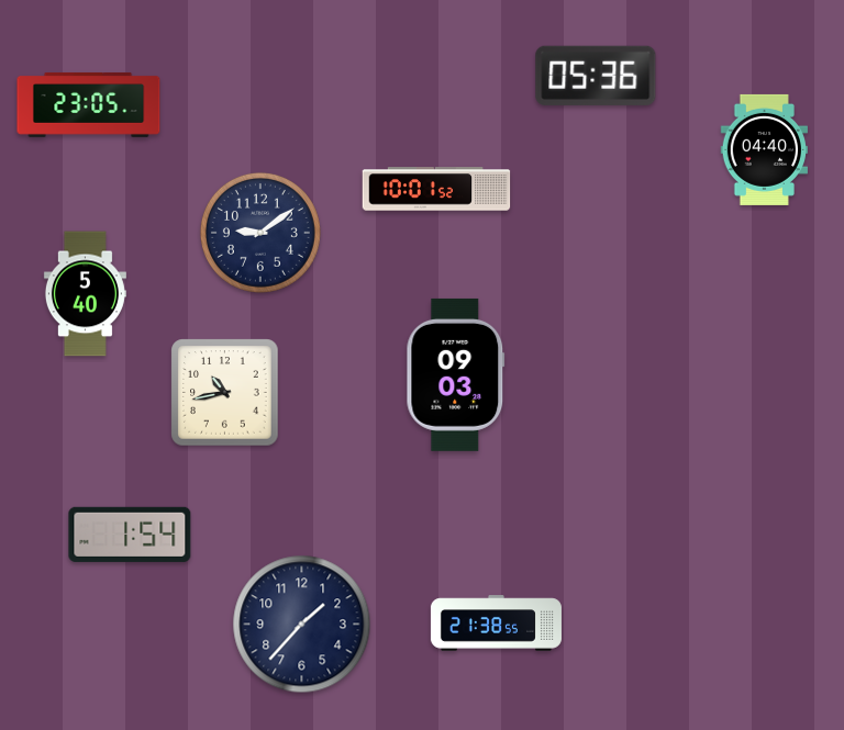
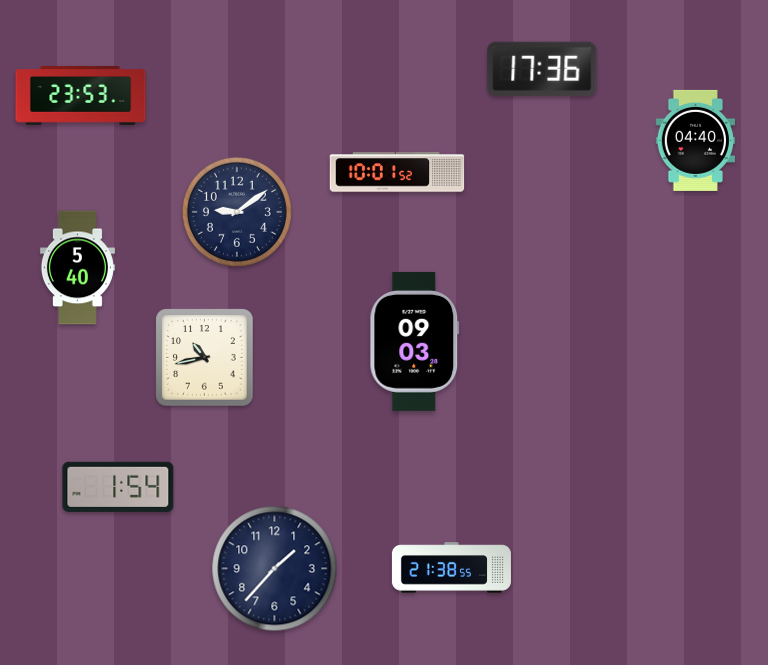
clock at (596, 76): 05:36 -> 17:36
clock at (89, 104): 23:05 -> 23:53
clock at (764, 149) position: (764, 149) -> (695, 140)
